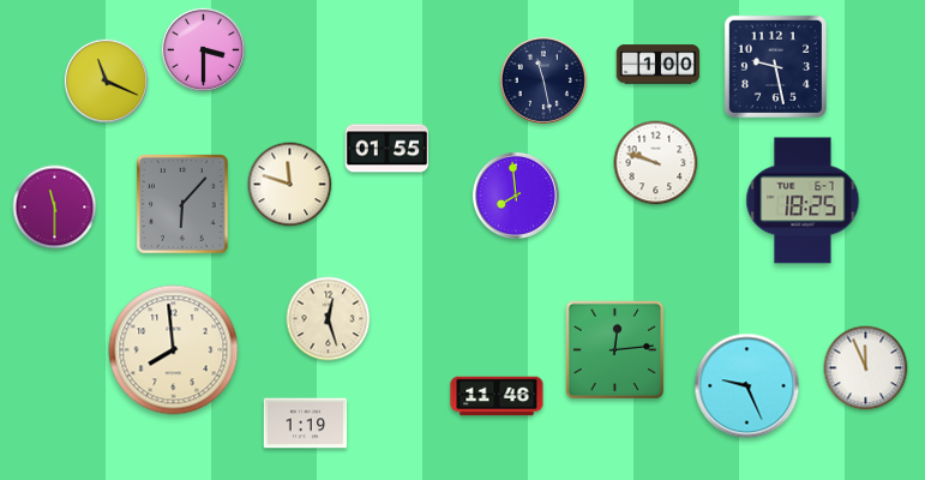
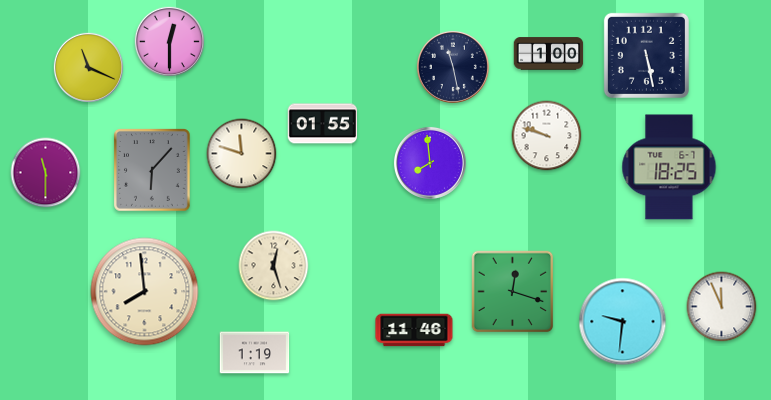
clock at (203, 49): 3:30 -> 12:30
clock at (775, 66): 9:28 -> 5:28
clock at (615, 350): 12:14 -> 12:18
clock at (747, 386): 9:26 -> 9:31
